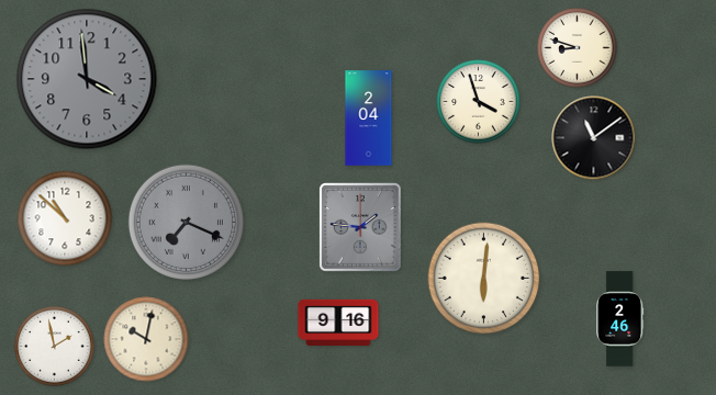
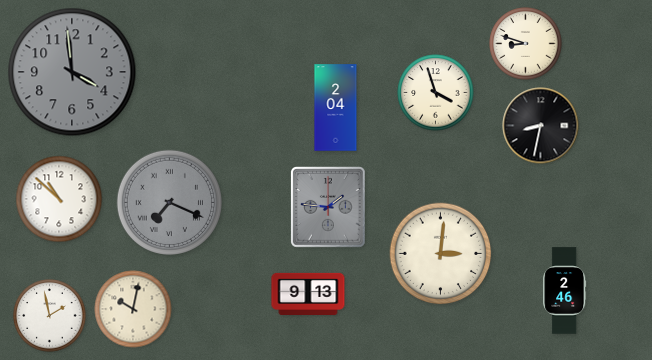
clock at (87, 79) position: (87, 79) -> (72, 72)
clock at (594, 138): 11:09 -> 8:32
clock at (484, 279): 6:01 -> 3:01
clock at (338, 321): 9:16 -> 9:13
